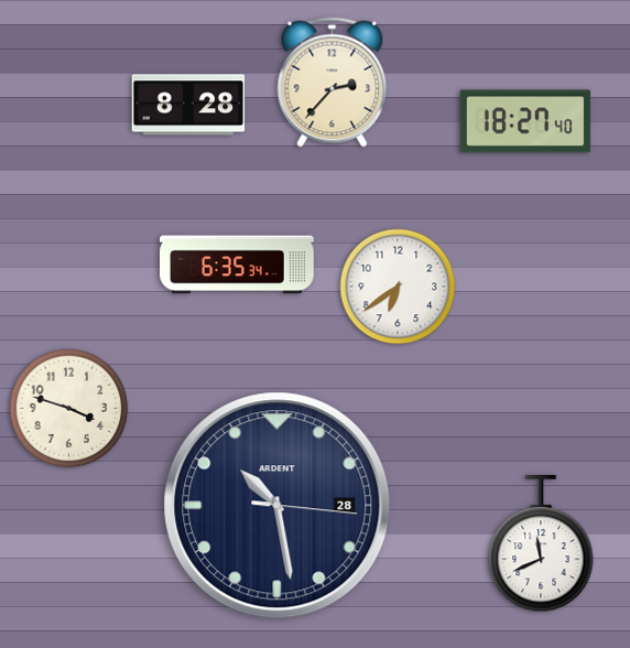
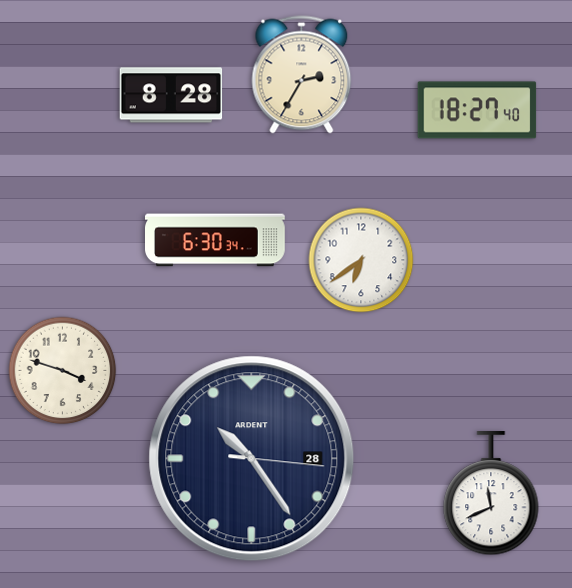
clock at (333, 83): 2:37 -> 2:35
clock at (238, 264): 6:35 -> 6:30
clock at (278, 506): 10:28 -> 10:24
